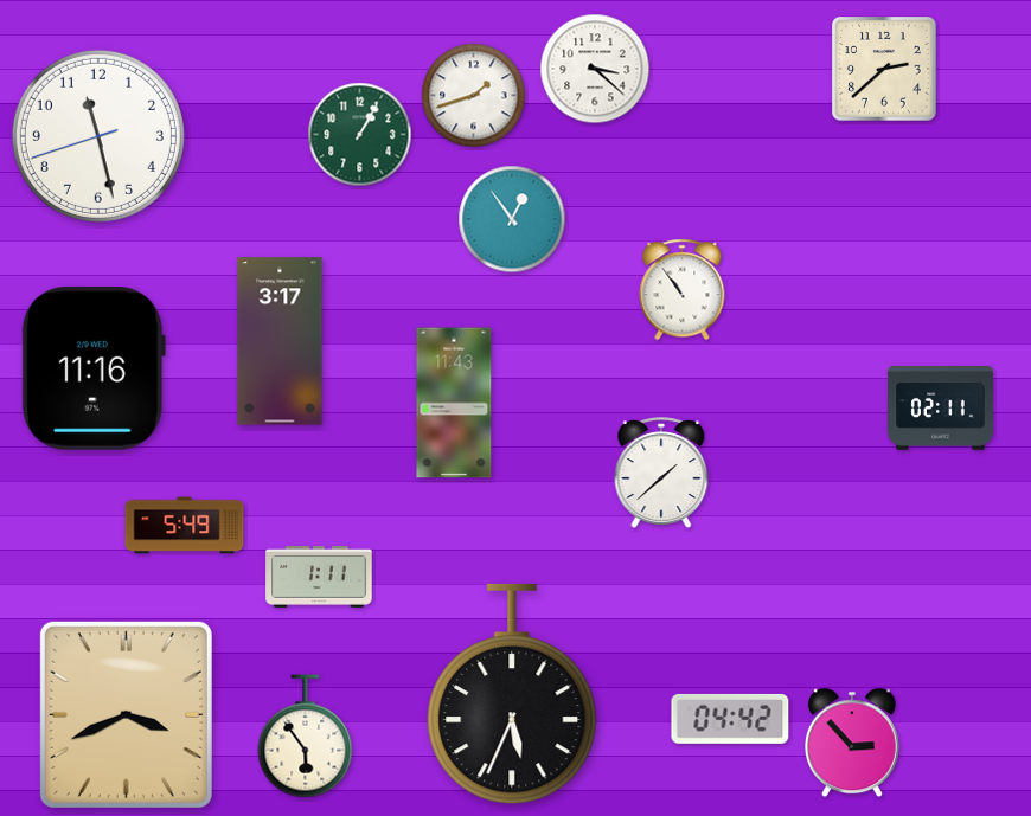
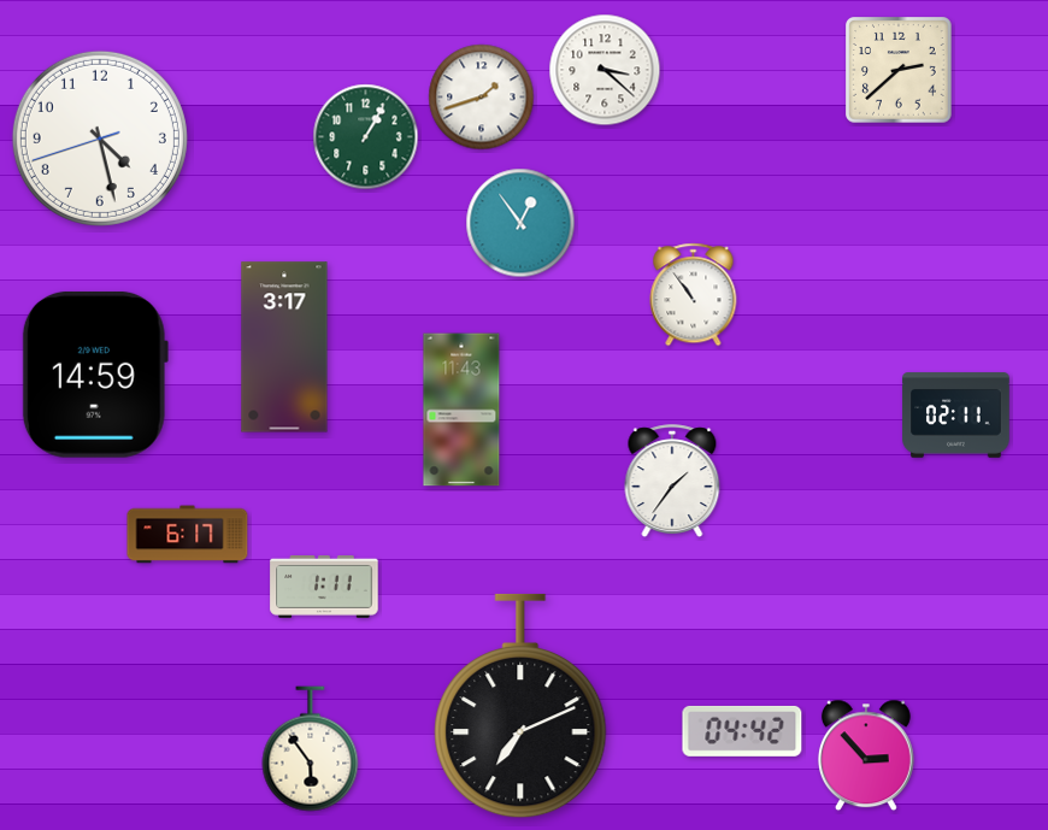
clock at (98, 136): 11:27 -> 4:27
clock at (94, 368): 11:16 -> 14:59
clock at (661, 473): 1:38 -> 1:36
clock at (185, 526): 5:49 -> 6:17
clock at (512, 694): 5:34 -> 7:11
clock at (126, 714): 3:41 -> none
